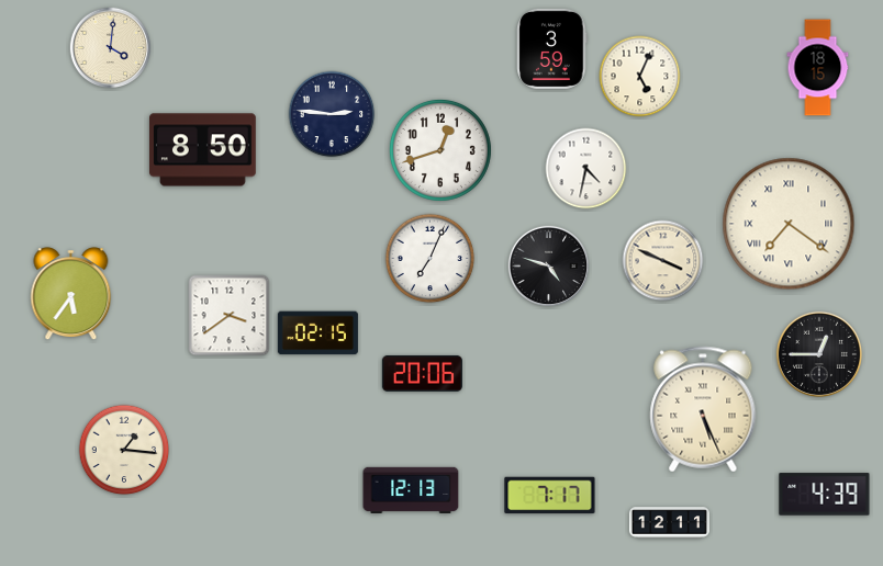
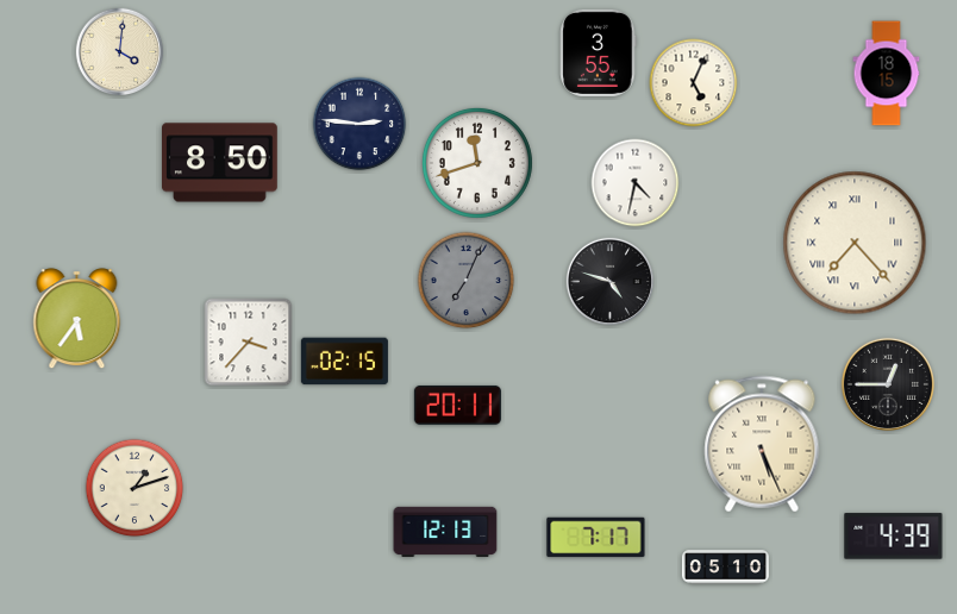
clock at (552, 48): 3:59 -> 3:55
clock at (440, 150): 12:42 -> 11:42
clock at (789, 224): 7:21 -> 7:23
clock at (431, 259) dial: white -> grey
clock at (663, 261): 3:49 -> none
clock at (549, 267) position: (549, 267) -> (611, 282)
clock at (230, 316): 3:39 -> 3:37
clock at (422, 373): 20:06 -> 20:11
clock at (124, 450): 1:16 -> 1:12
clock at (669, 523): 12:11 -> 05:10
